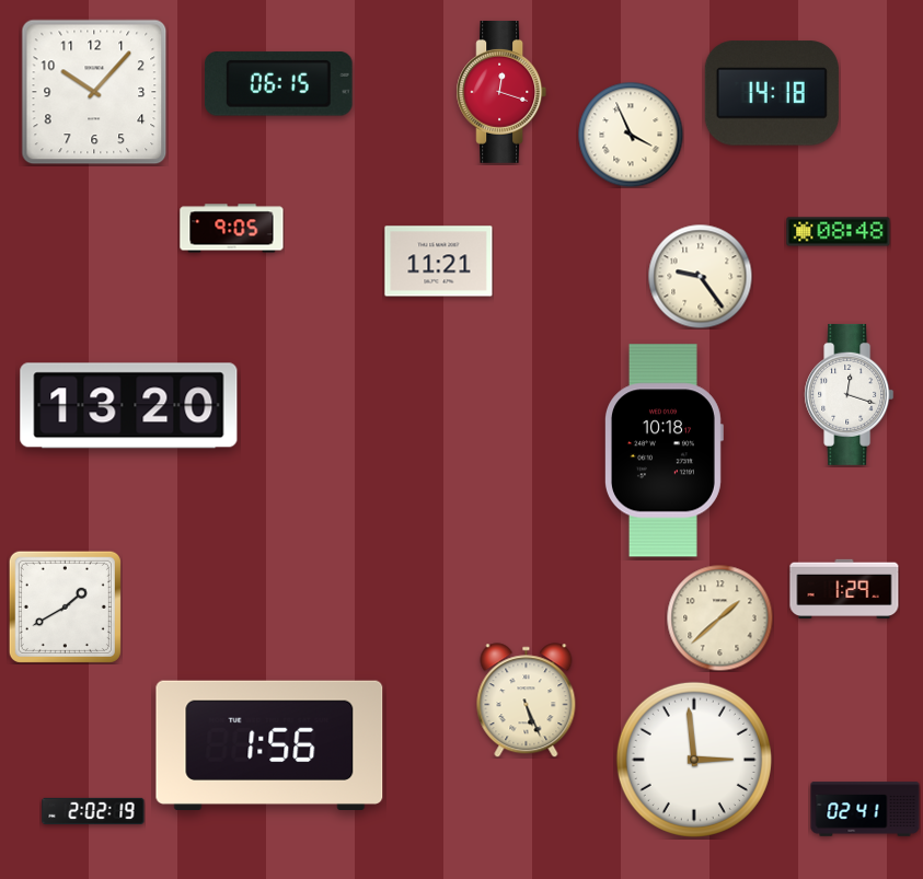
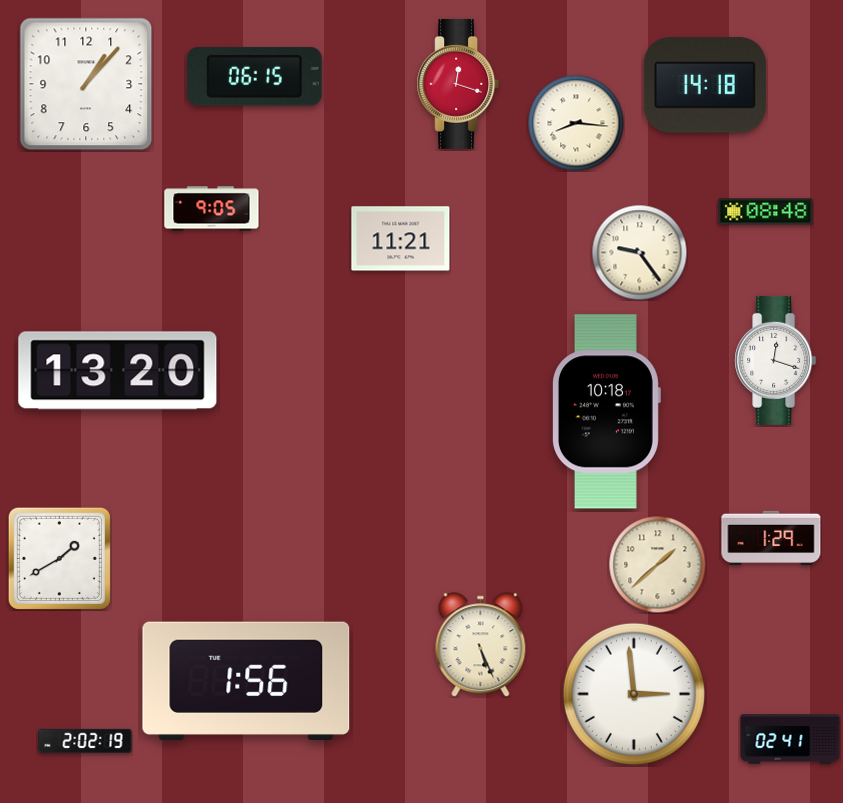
clock at (94, 92): 10:07 -> 1:07
clock at (631, 135): 3:56 -> 8:16
clock at (65, 606) position: (65, 606) -> (59, 558)
clock at (527, 701) position: (527, 701) -> (481, 645)
